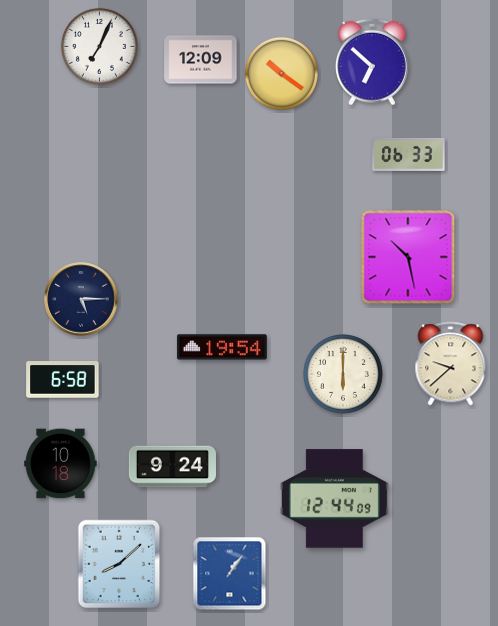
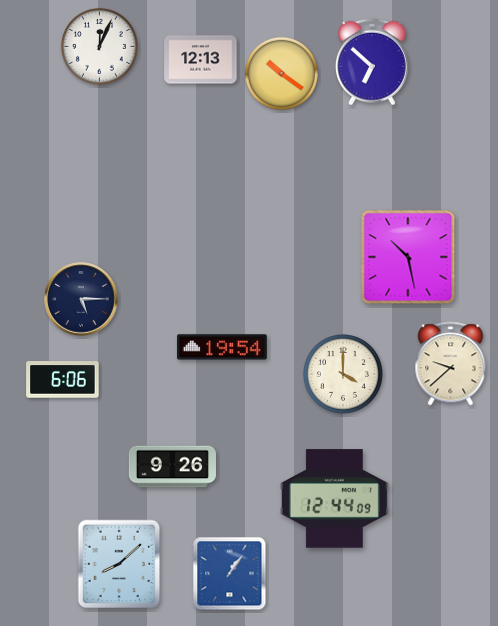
clock at (99, 46): 7:04 -> 12:04
clock at (201, 60): 12:09 -> 12:13
clock at (409, 154): 06:33 -> none
clock at (344, 375): 6:00 -> 4:00
clock at (63, 380): 6:58 -> 6:06
clock at (61, 464): 10:18 -> none
clock at (172, 467): 9:24 -> 9:26
